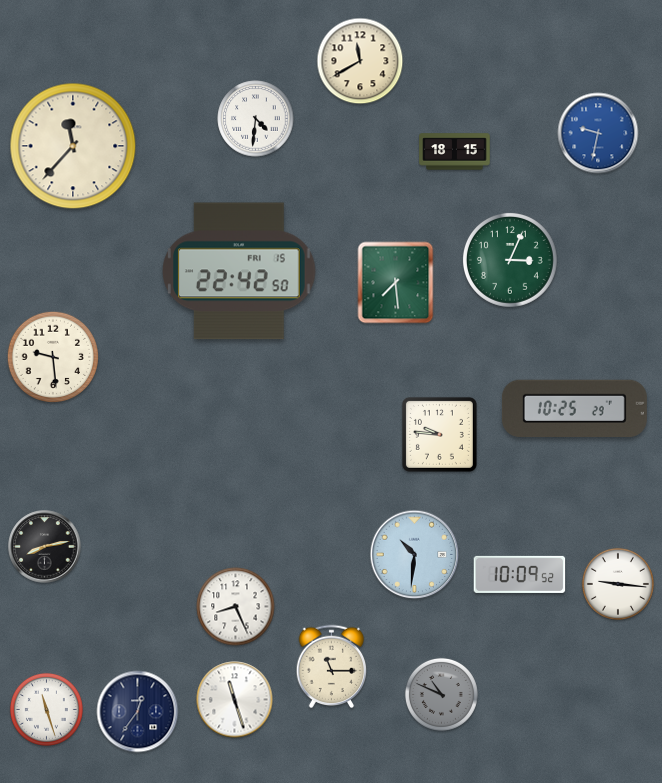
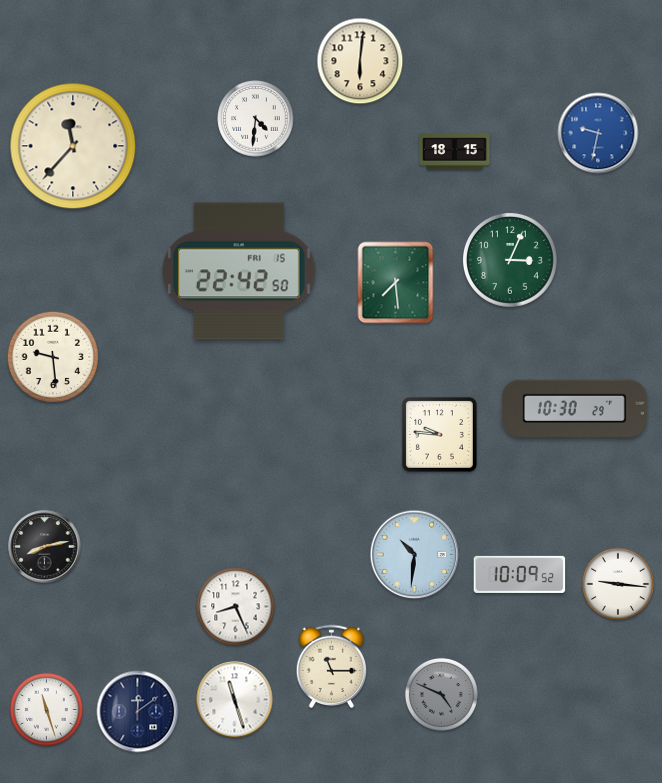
clock at (360, 61): 11:40 -> 6:01
clock at (574, 409): 10:25 -> 10:30
clock at (441, 694): 10:49 -> 4:49
clock at (138, 712): 12:36 -> 12:09
